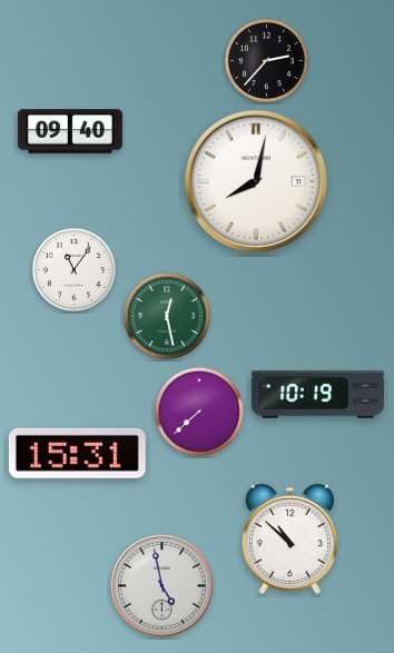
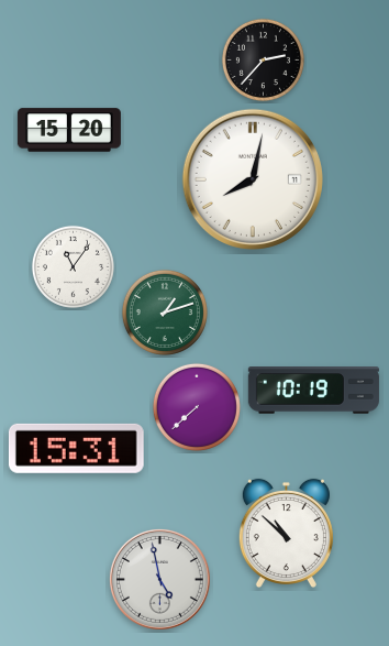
clock at (70, 131): 09:40 -> 15:20
clock at (167, 316): 12:28 -> 1:12
